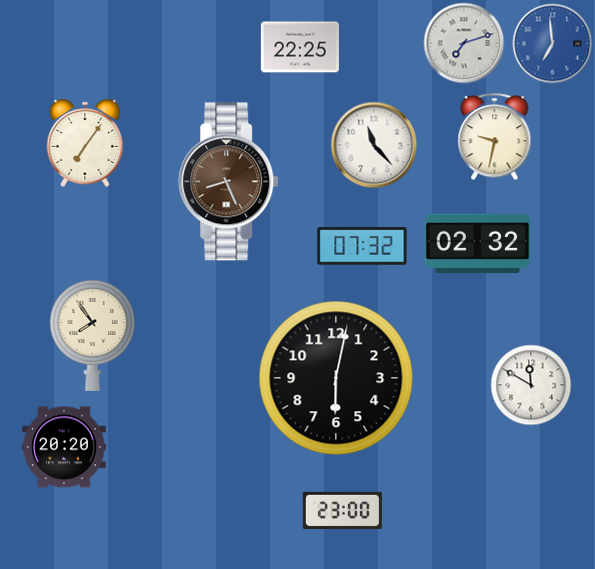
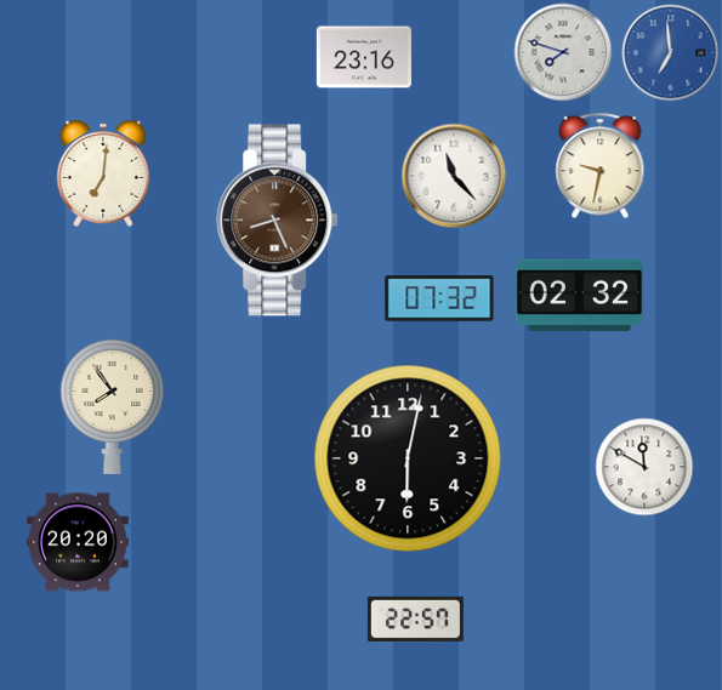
clock at (464, 43): 7:12 -> 7:48
clock at (300, 47): 22:25 -> 23:16
clock at (85, 143): 7:06 -> 7:01
clock at (342, 510): 23:00 -> 22:57
